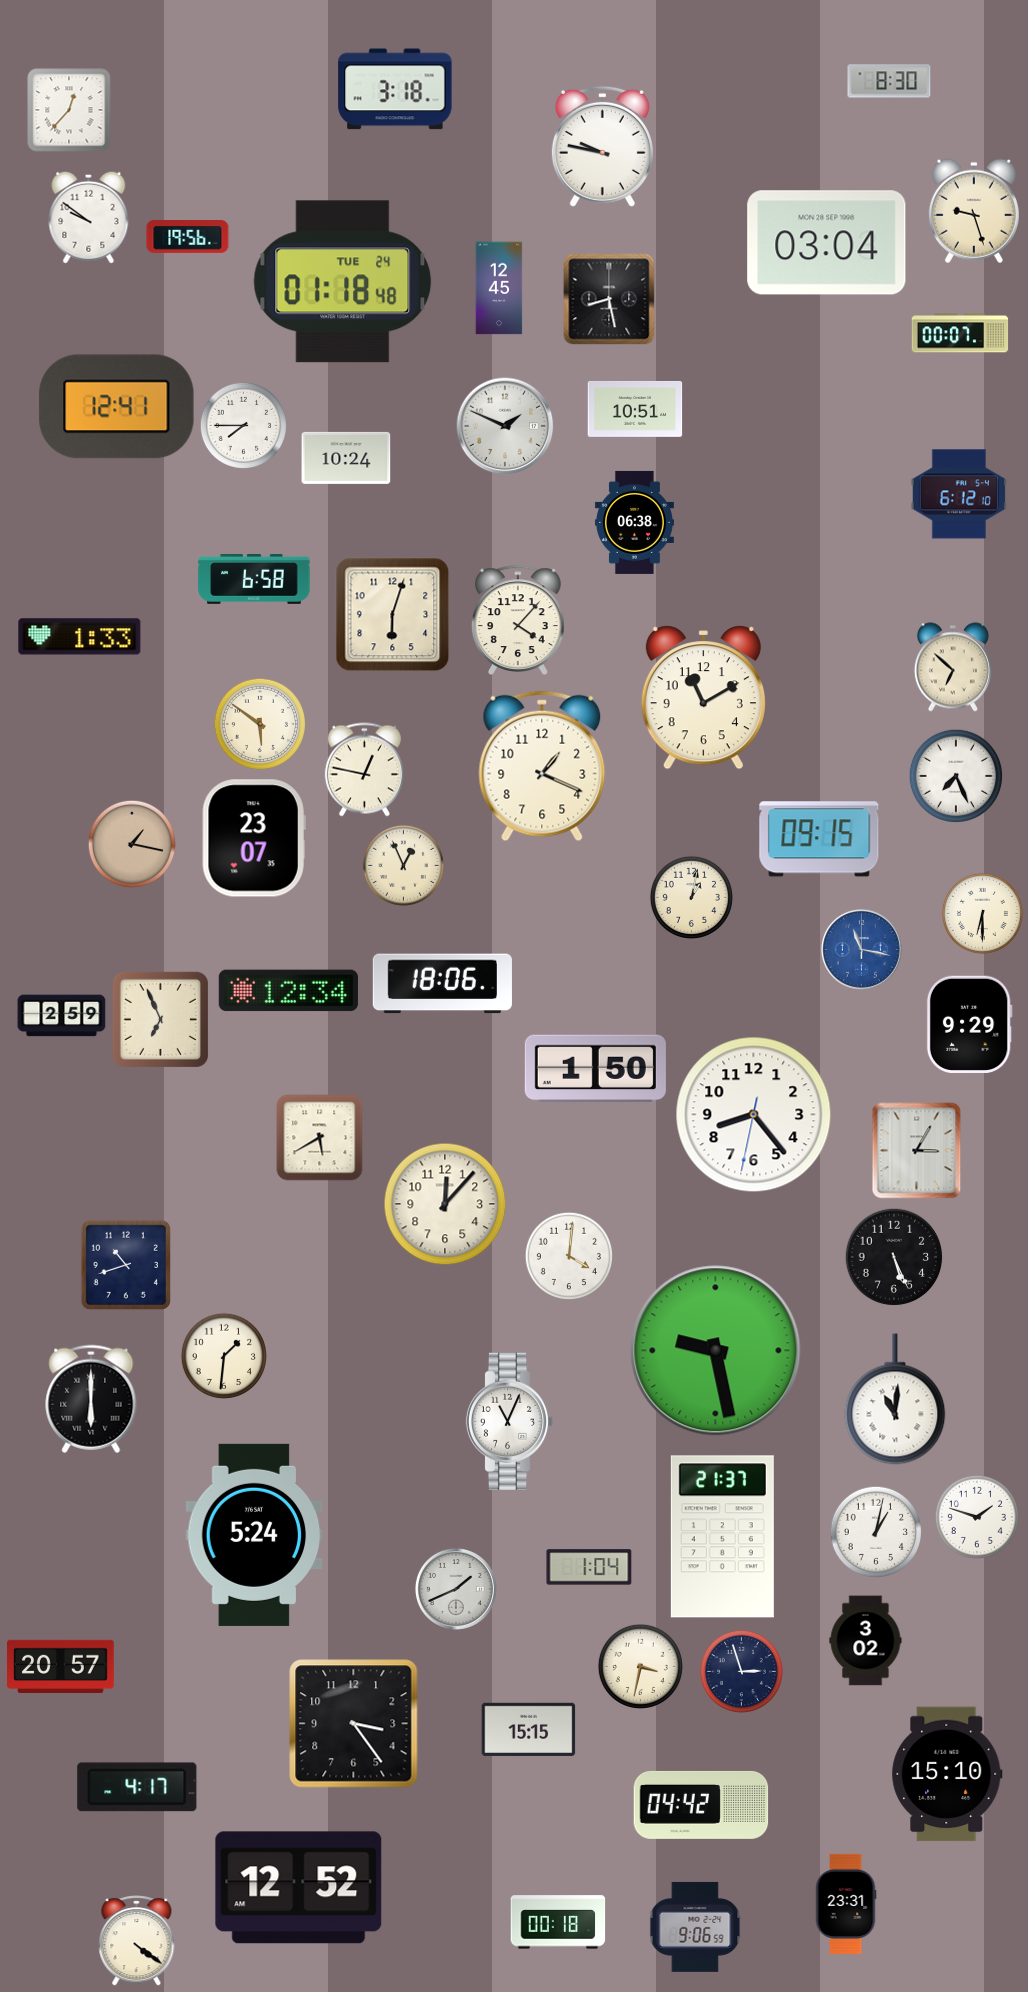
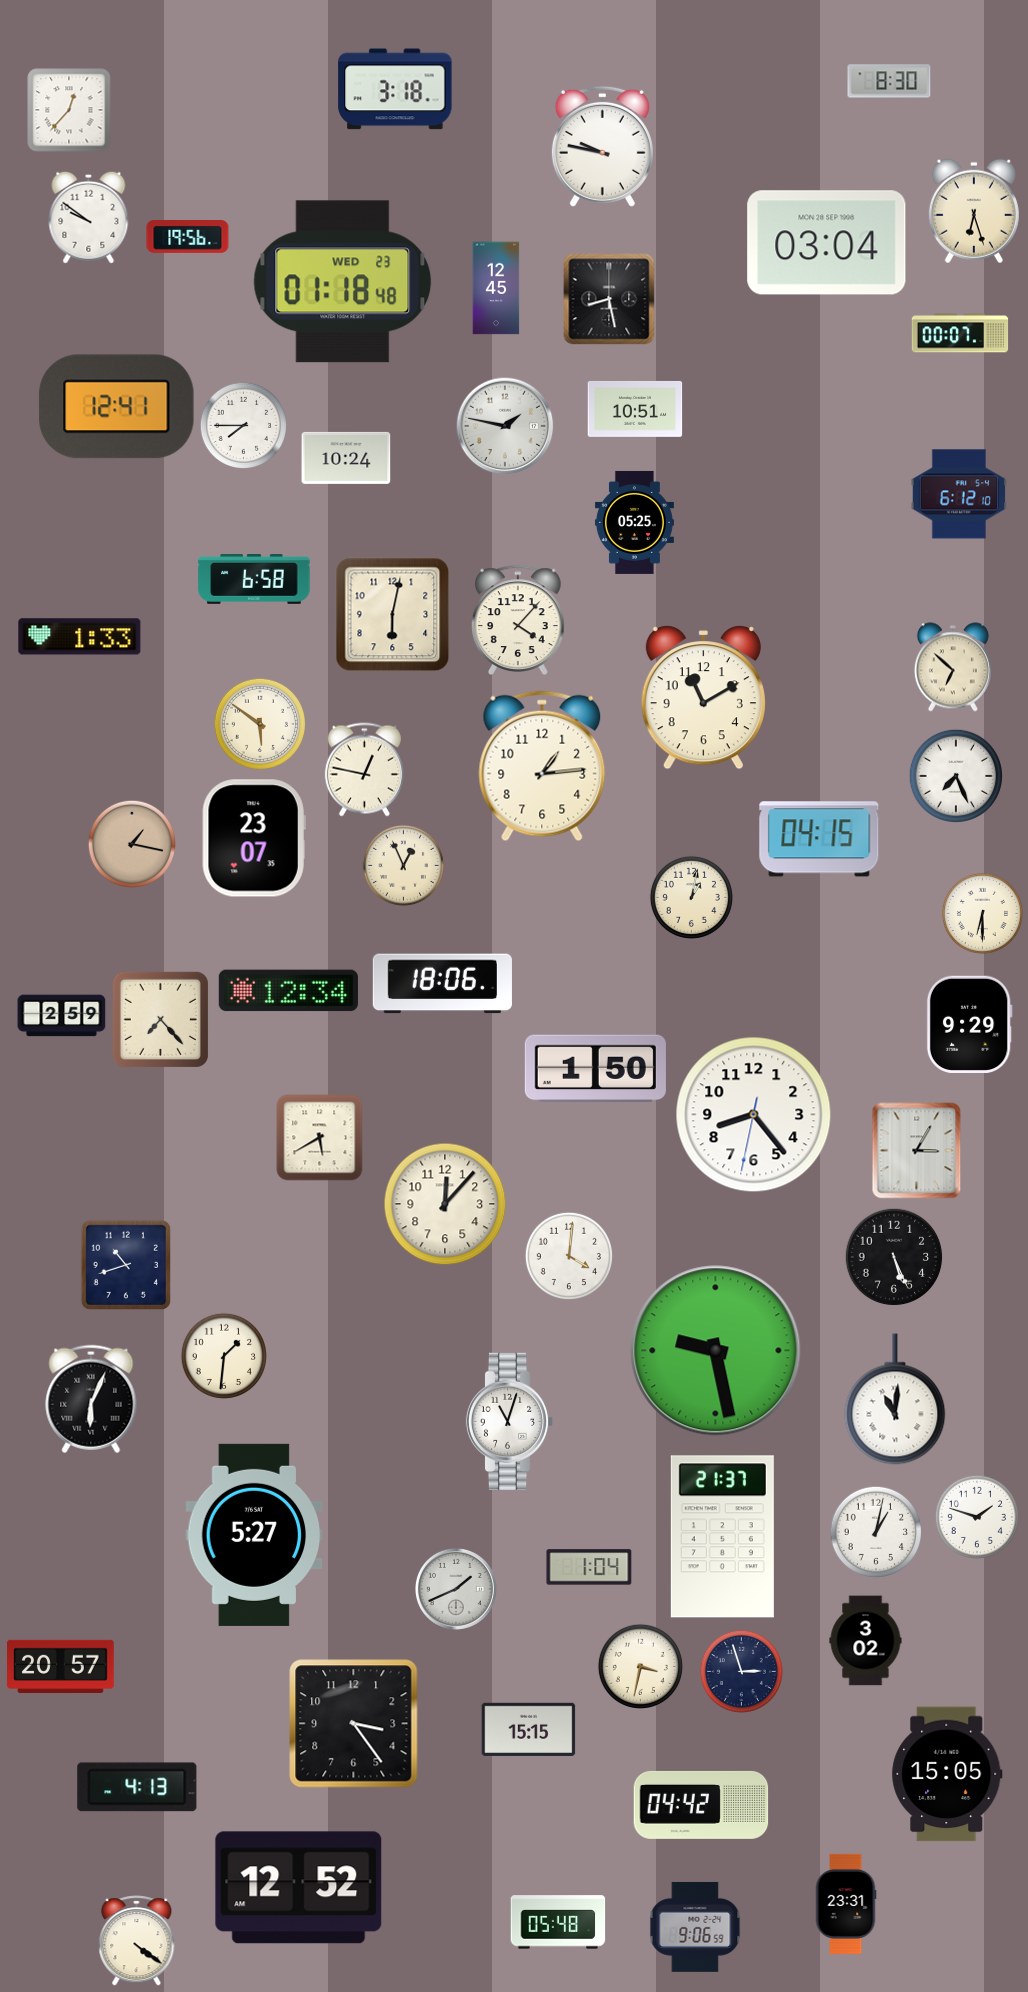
clock at (974, 211): 9:27 -> 6:27
clock at (343, 282) date: TUE 24 -> WED 23
clock at (499, 288) position: (499, 288) -> (496, 288)
clock at (505, 426): 1:49 -> 1:47
clock at (634, 522): 06:38 -> 05:25
clock at (393, 615): 6:03 -> 6:02
clock at (542, 766): 1:19 -> 1:14
clock at (819, 839): 09:15 -> 04:15
clock at (861, 949): 11:17 -> none
clock at (160, 1019): 6:56 -> 7:23
clock at (91, 1399): 6:00 -> 6:04
clock at (510, 1421): 11:04 -> 11:03
clock at (254, 1535): 5:24 -> 5:27
clock at (947, 1774): 15:10 -> 15:05
clock at (137, 1787): 4:17 -> 4:13
clock at (558, 1922): 00:18 -> 05:48
